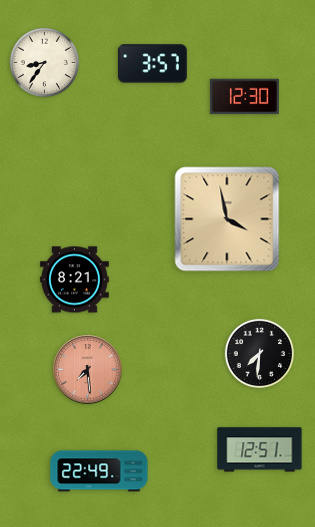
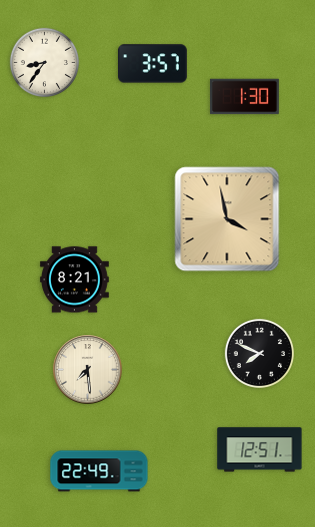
clock at (245, 97): 12:30 -> 1:30
clock at (259, 353): 7:31 -> 7:49
clock at (88, 370) dial: salmon -> cream
